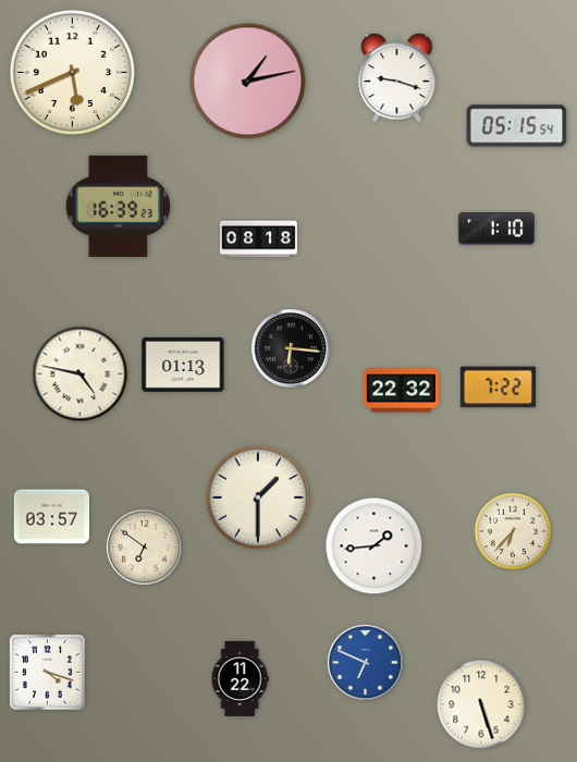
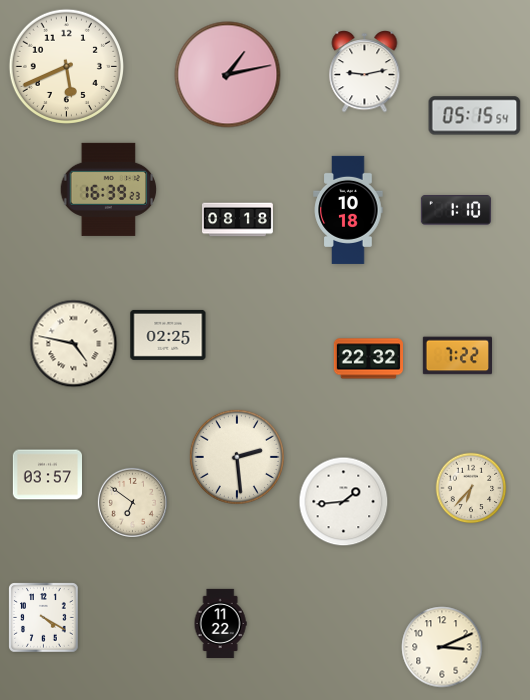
clock at (397, 78): 9:18 -> 9:13
clock at (348, 210): none -> 10:18
clock at (292, 349): 6:16 -> none
clock at (183, 365): 01:13 -> 02:25
clock at (258, 497): 1:30 -> 2:29
clock at (365, 662): 6:49 -> none
clock at (48, 673): 4:18 -> 4:20
clock at (481, 704): 5:27 -> 3:11
